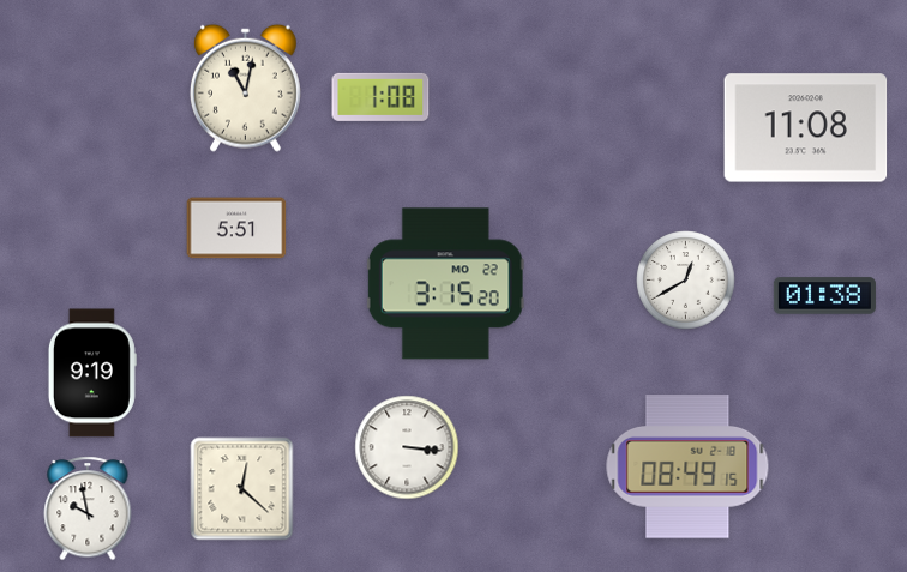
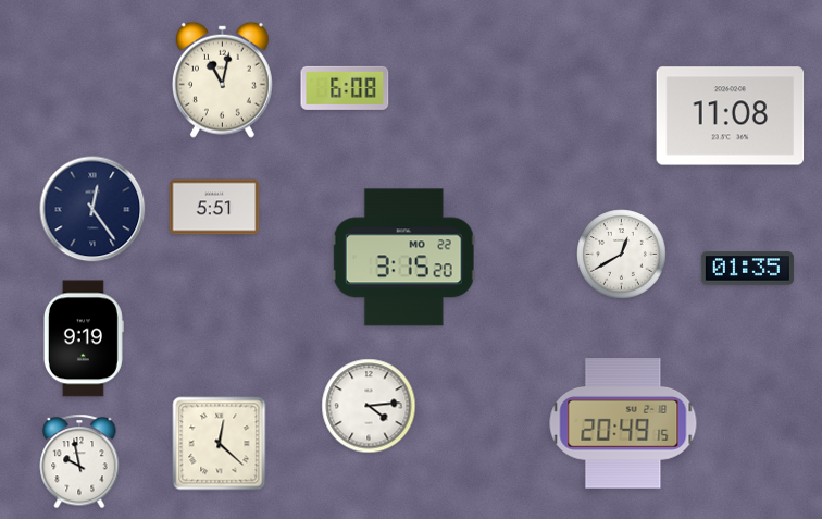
clock at (380, 97): 1:08 -> 6:08
clock at (92, 209): none -> 12:24
clock at (824, 296): 01:38 -> 01:35
clock at (407, 447): 3:16 -> 4:14
clock at (687, 466): 08:49 -> 20:49
